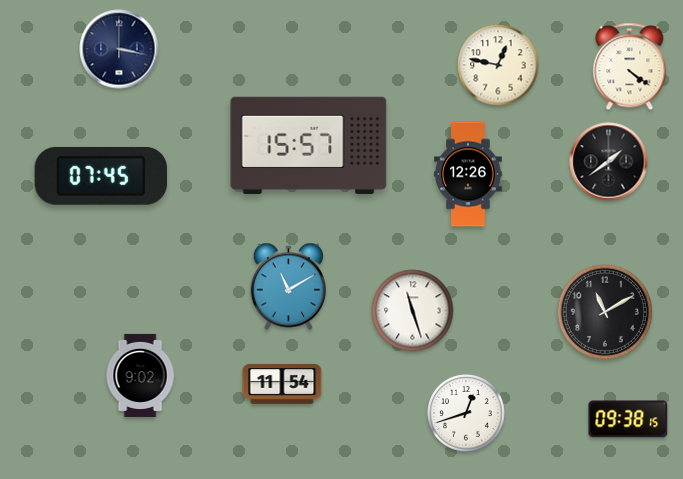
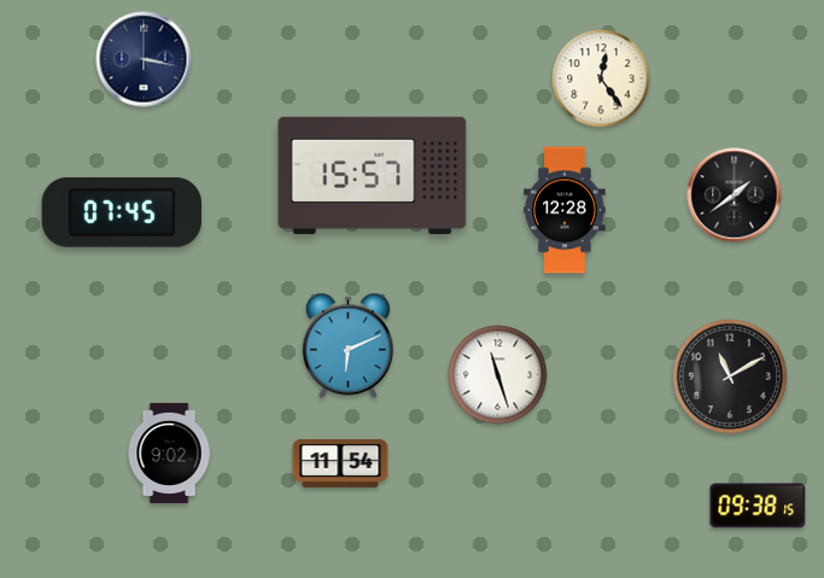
clock at (498, 65): 12:47 -> 12:24
clock at (630, 67): 4:21 -> none
clock at (468, 174): 12:26 -> 12:28
clock at (288, 287): 11:10 -> 6:11
clock at (467, 414): 12:42 -> none
